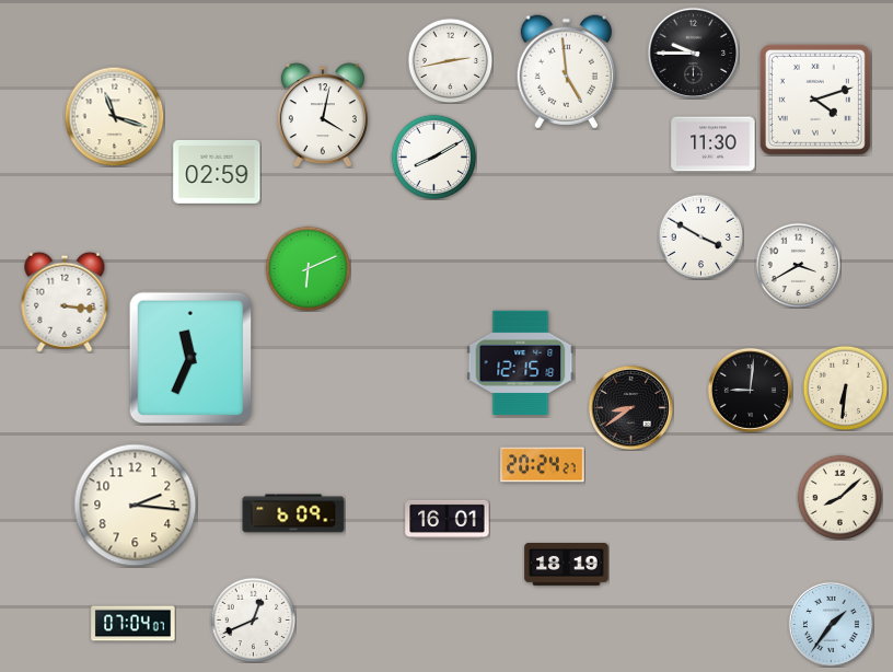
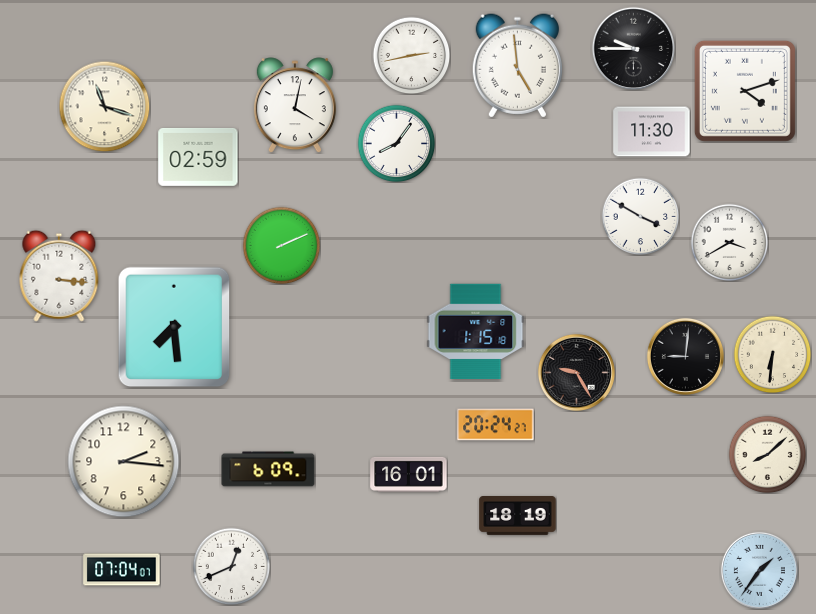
clock at (433, 157): 8:10 -> 8:06
clock at (308, 268): 6:11 -> 2:11
clock at (190, 358): 11:34 -> 7:29
clock at (521, 362): 12:15 -> 1:15
clock at (630, 407): 8:39 -> 9:25
